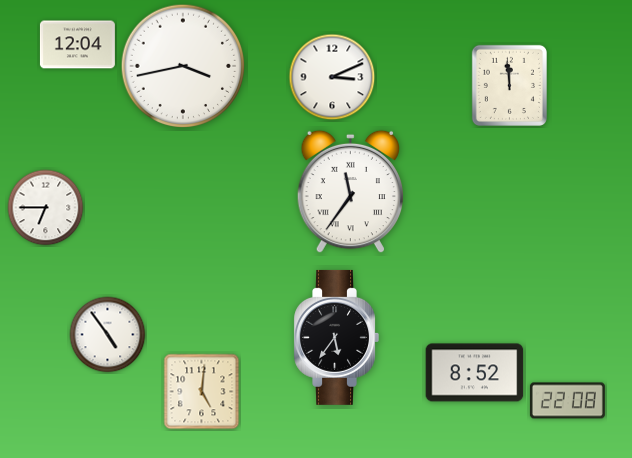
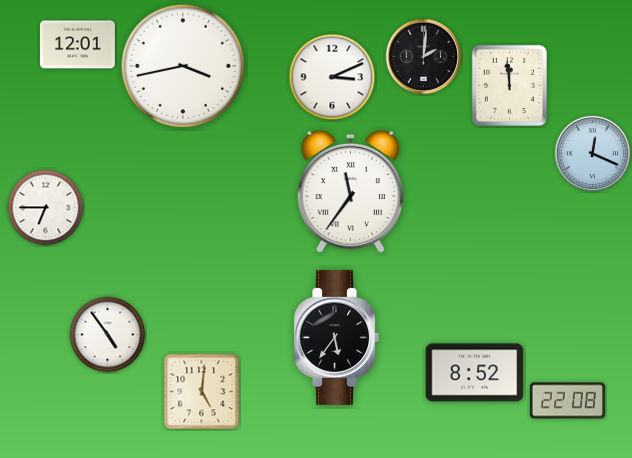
clock at (77, 45): 12:04 -> 12:01
clock at (424, 57): none -> 2:01
clock at (593, 154): none -> 12:19
